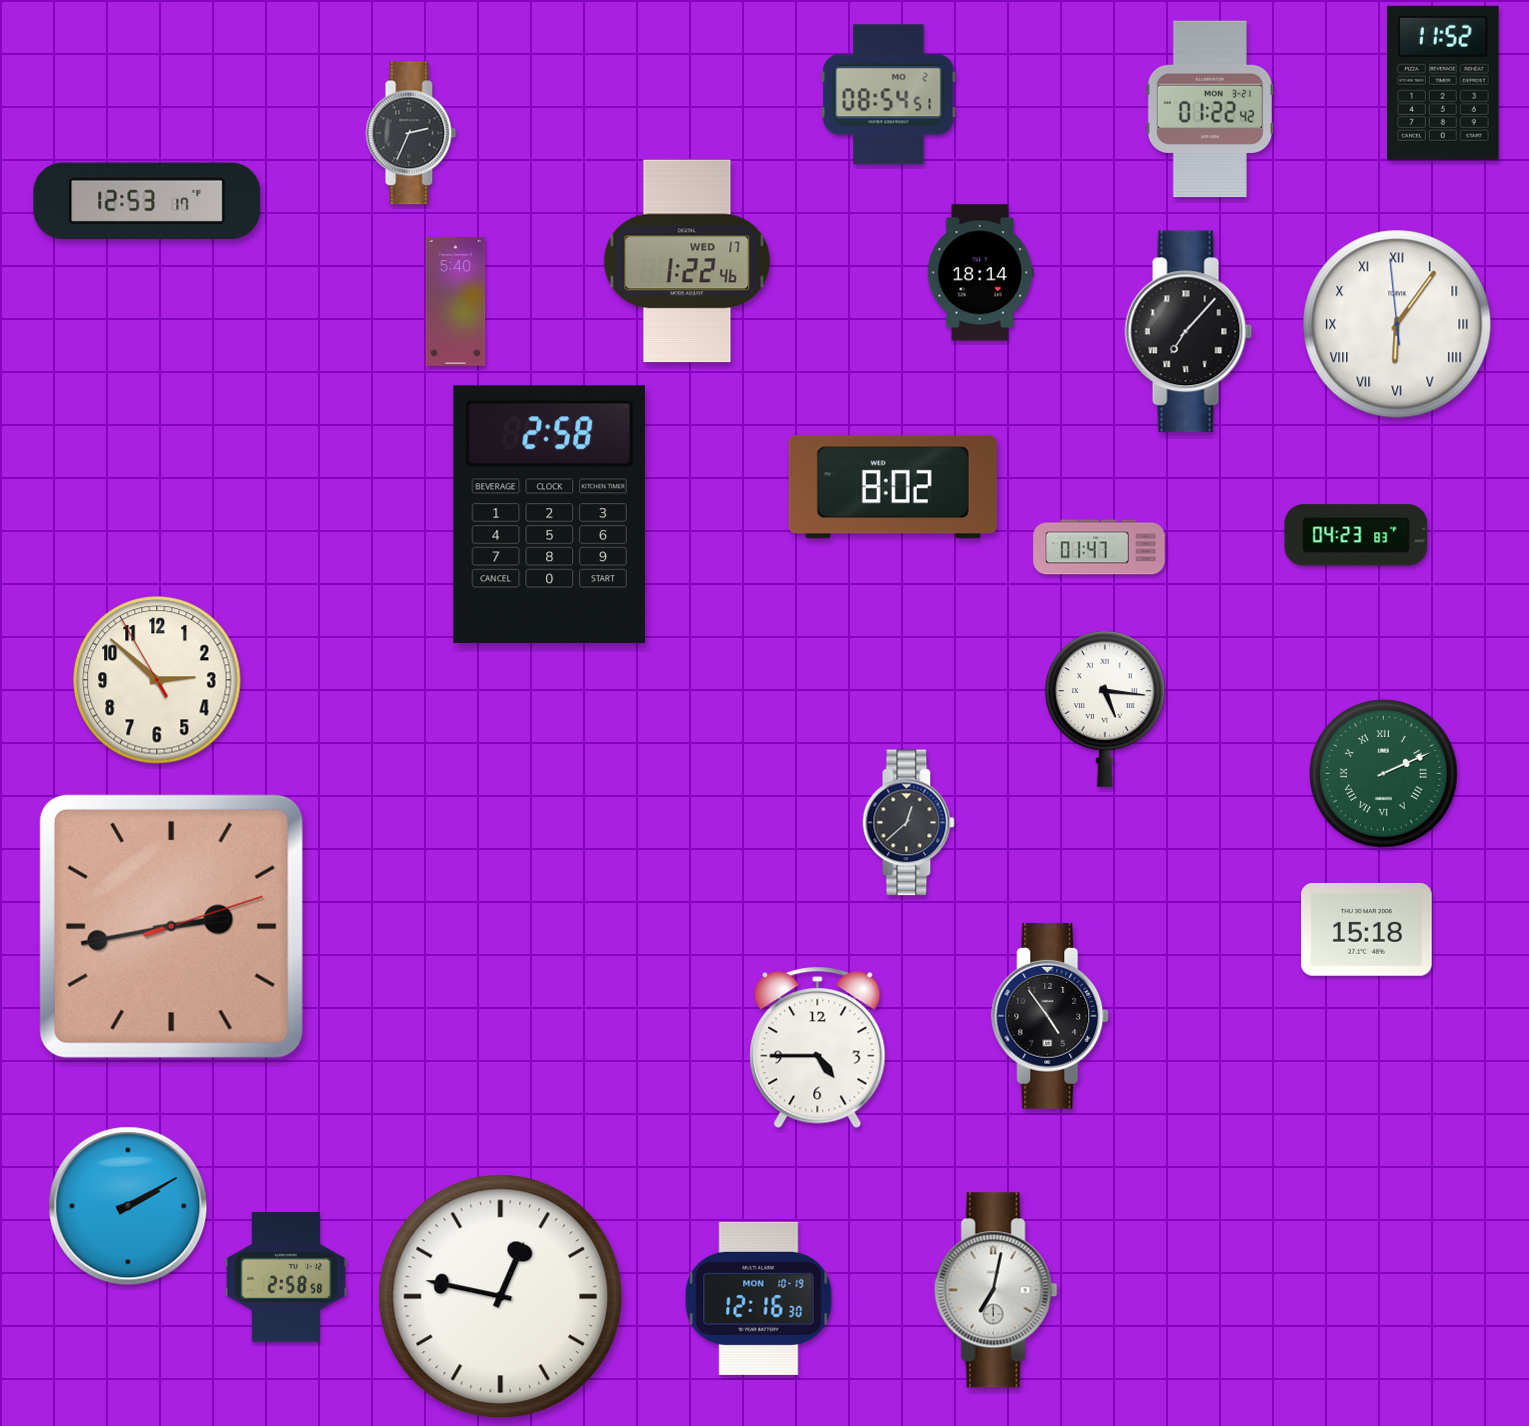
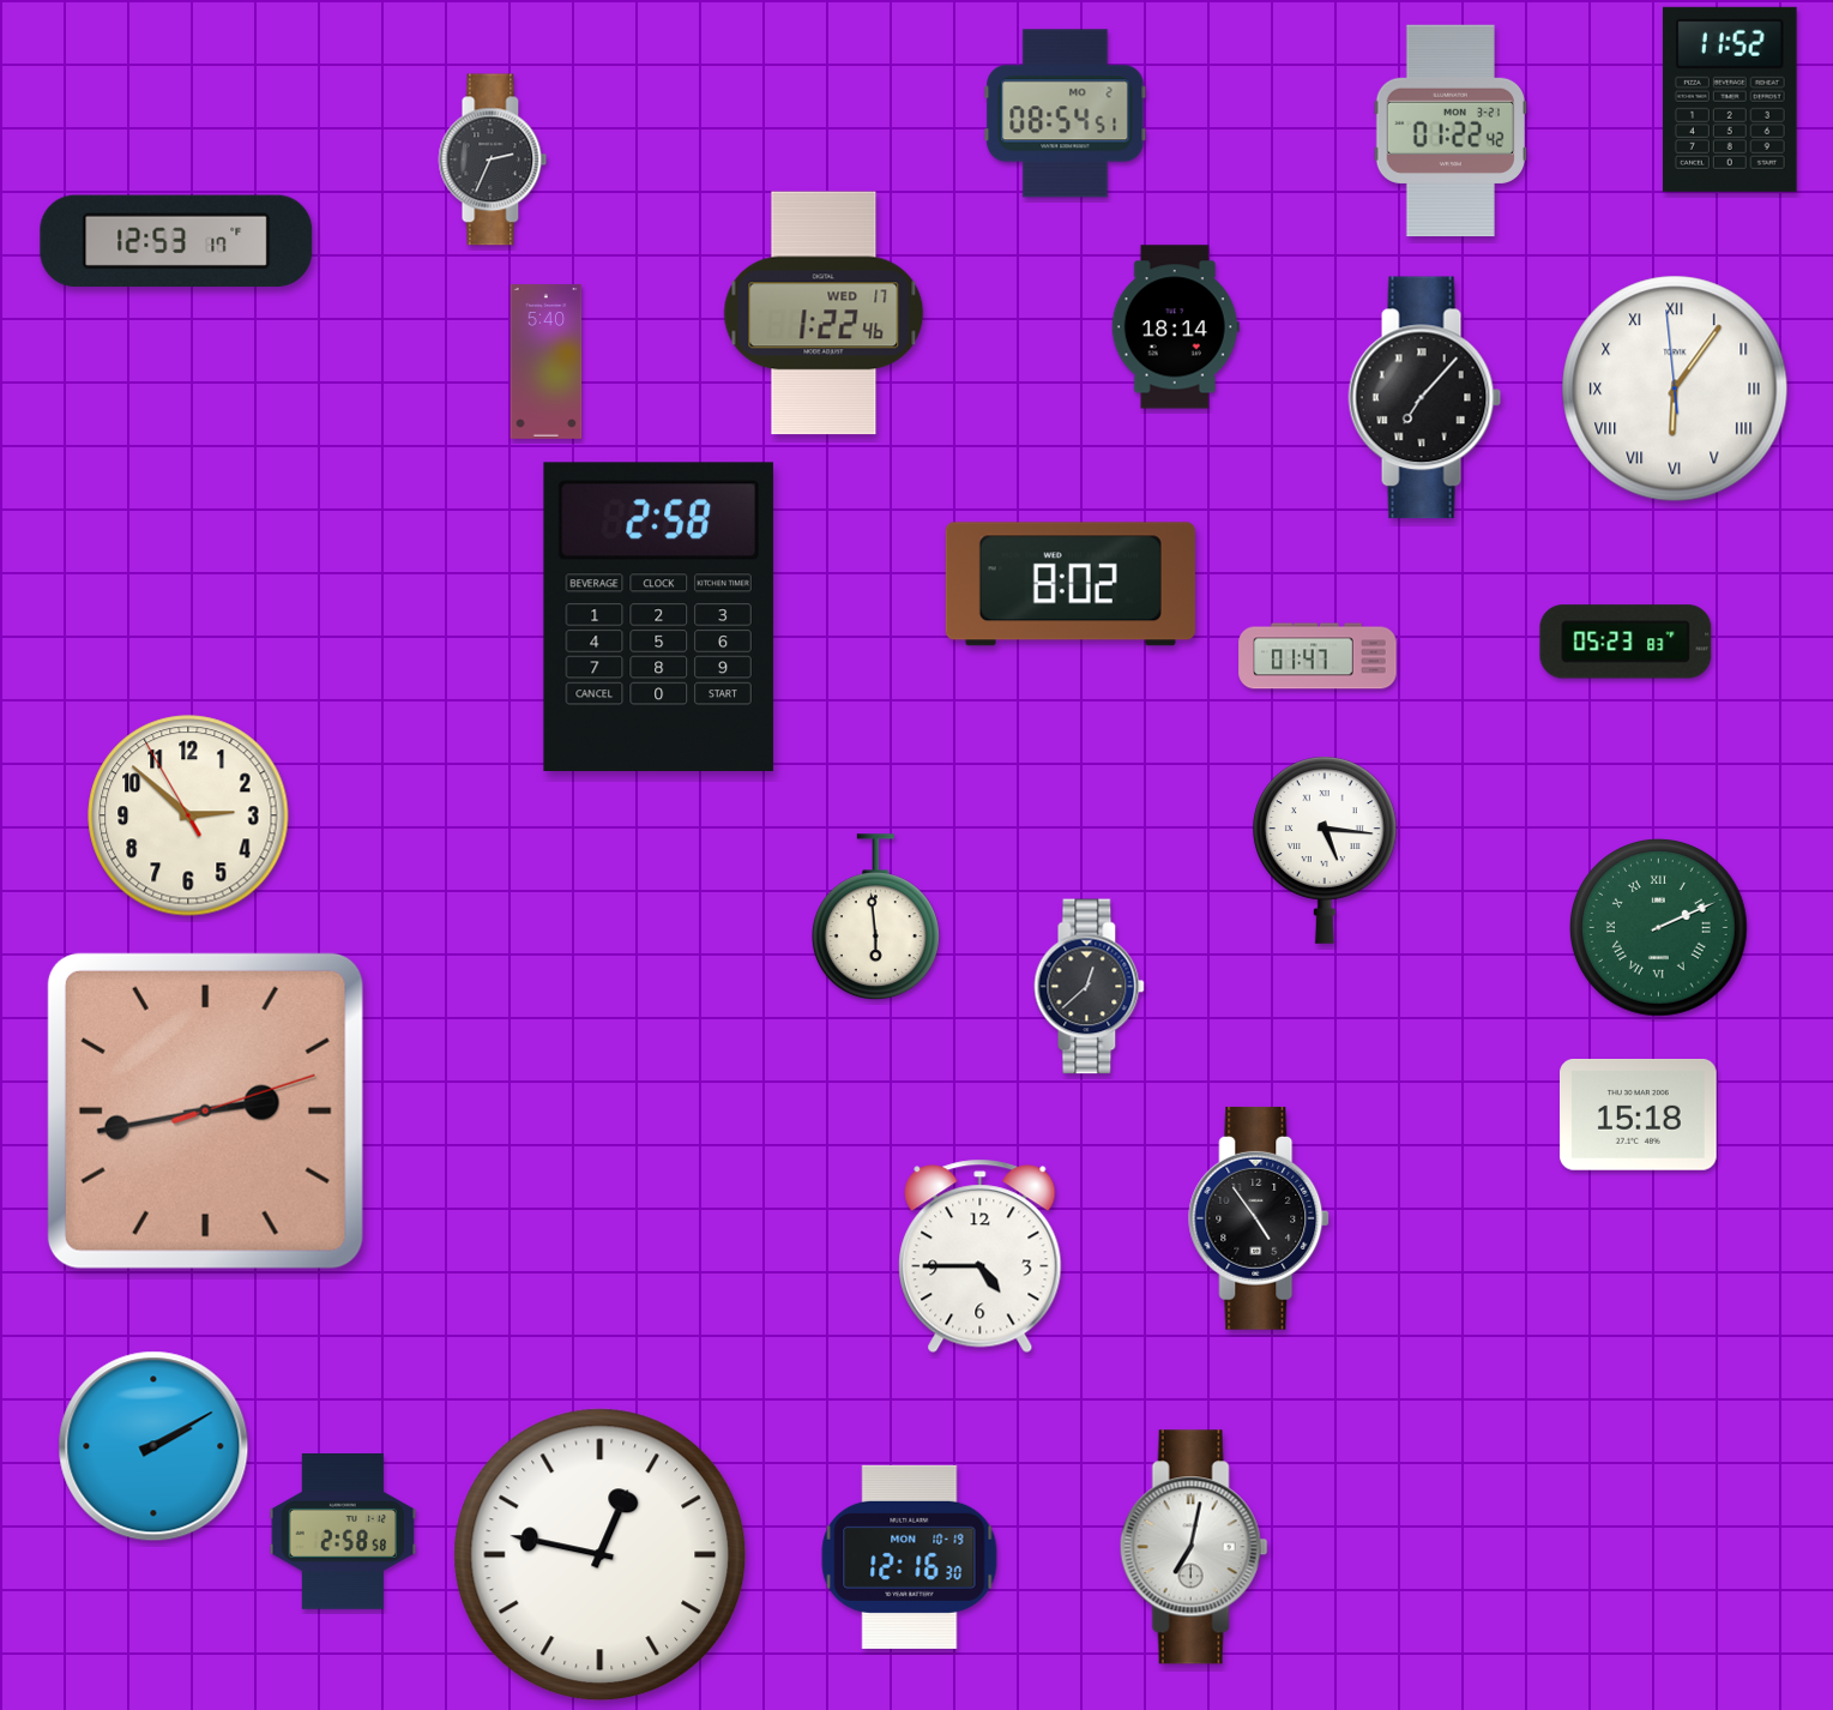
clock at (1356, 535): 04:23 -> 05:23
clock at (875, 917): none -> 5:59
